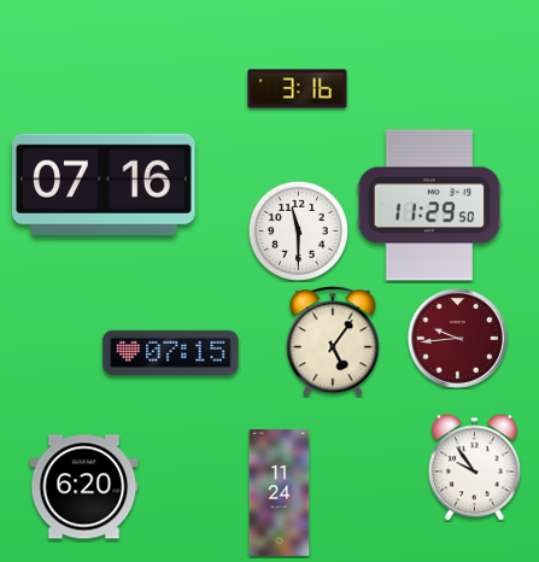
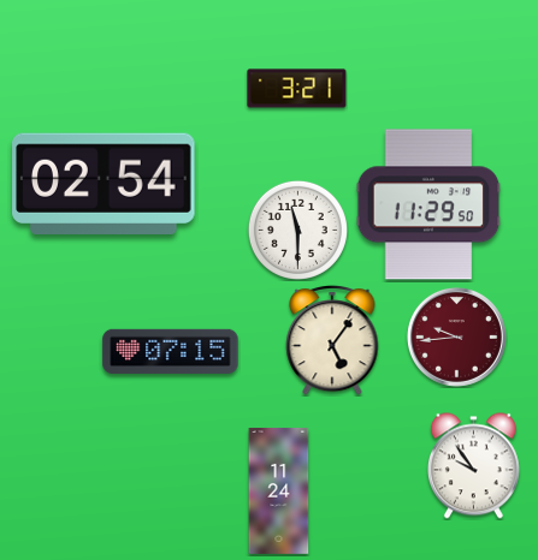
clock at (298, 89): 3:16 -> 3:21
clock at (104, 185): 07:16 -> 02:54
clock at (84, 487): 6:20 -> none
